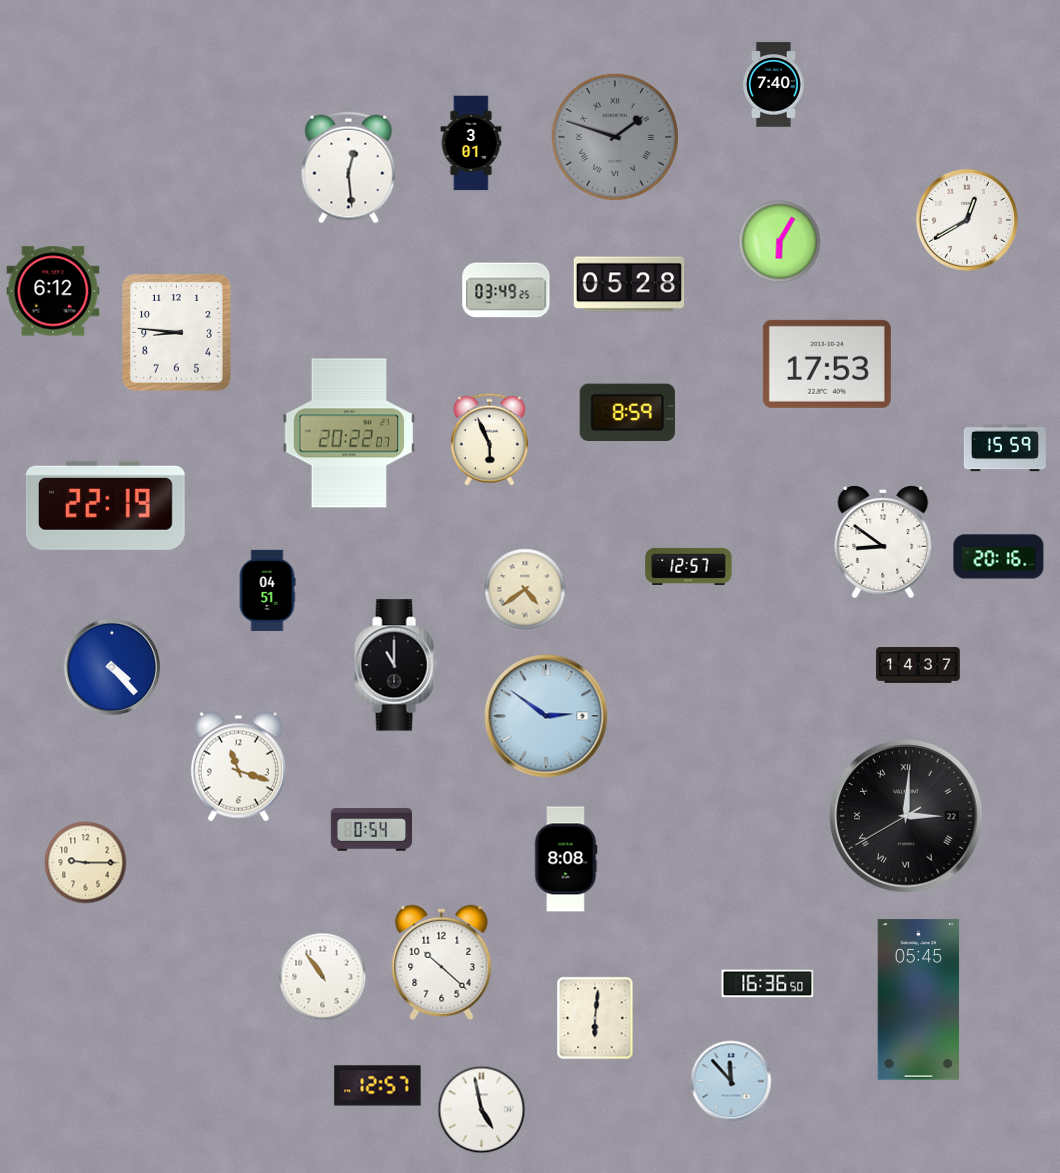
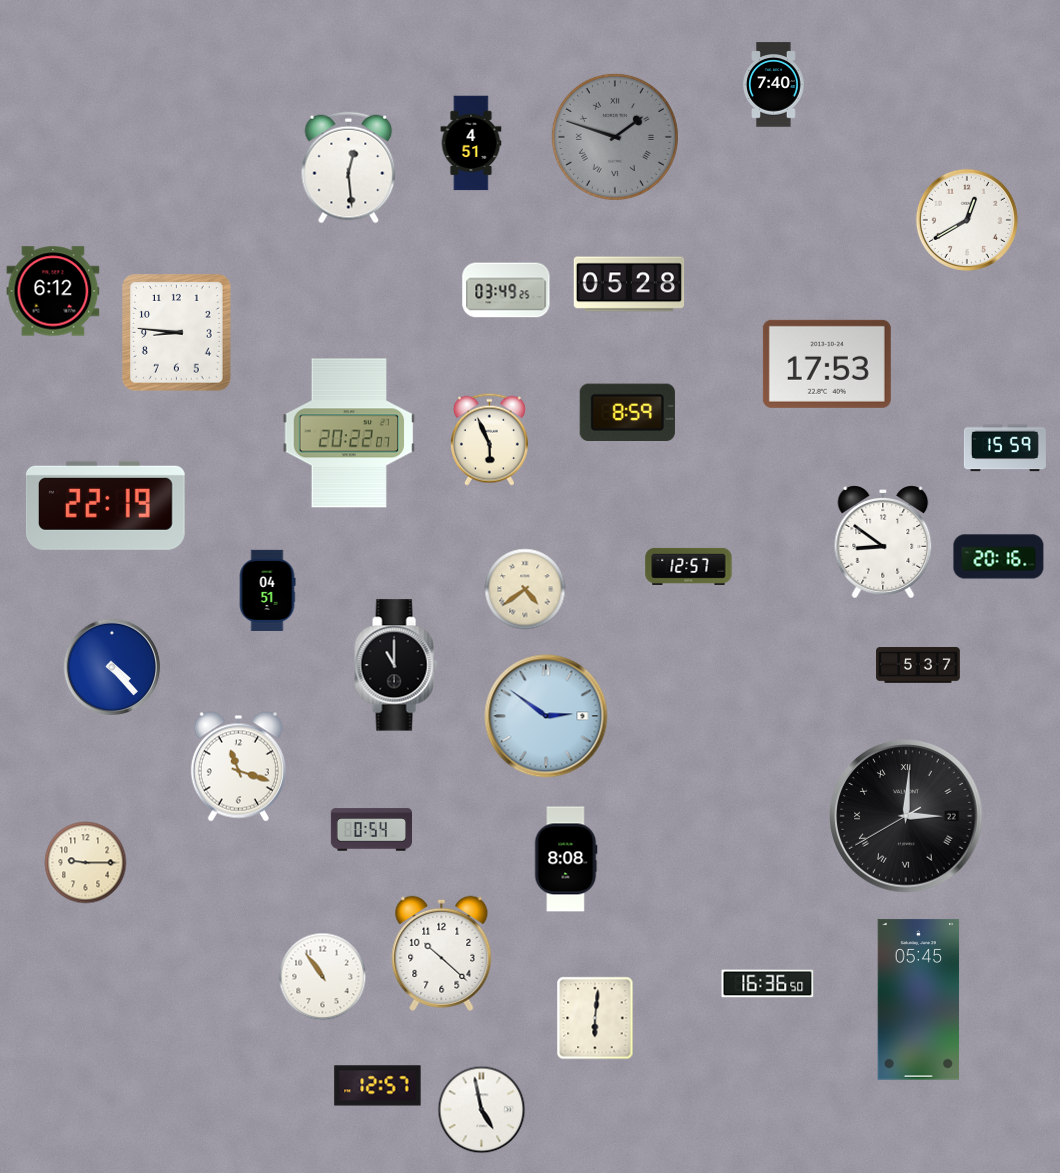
clock at (471, 143): 3:01 -> 4:51
clock at (780, 242): 6:05 -> none
clock at (918, 665): 14:37 -> 5:37
clock at (442, 962) position: (442, 962) -> (442, 953)
clock at (731, 1081): 11:53 -> none
